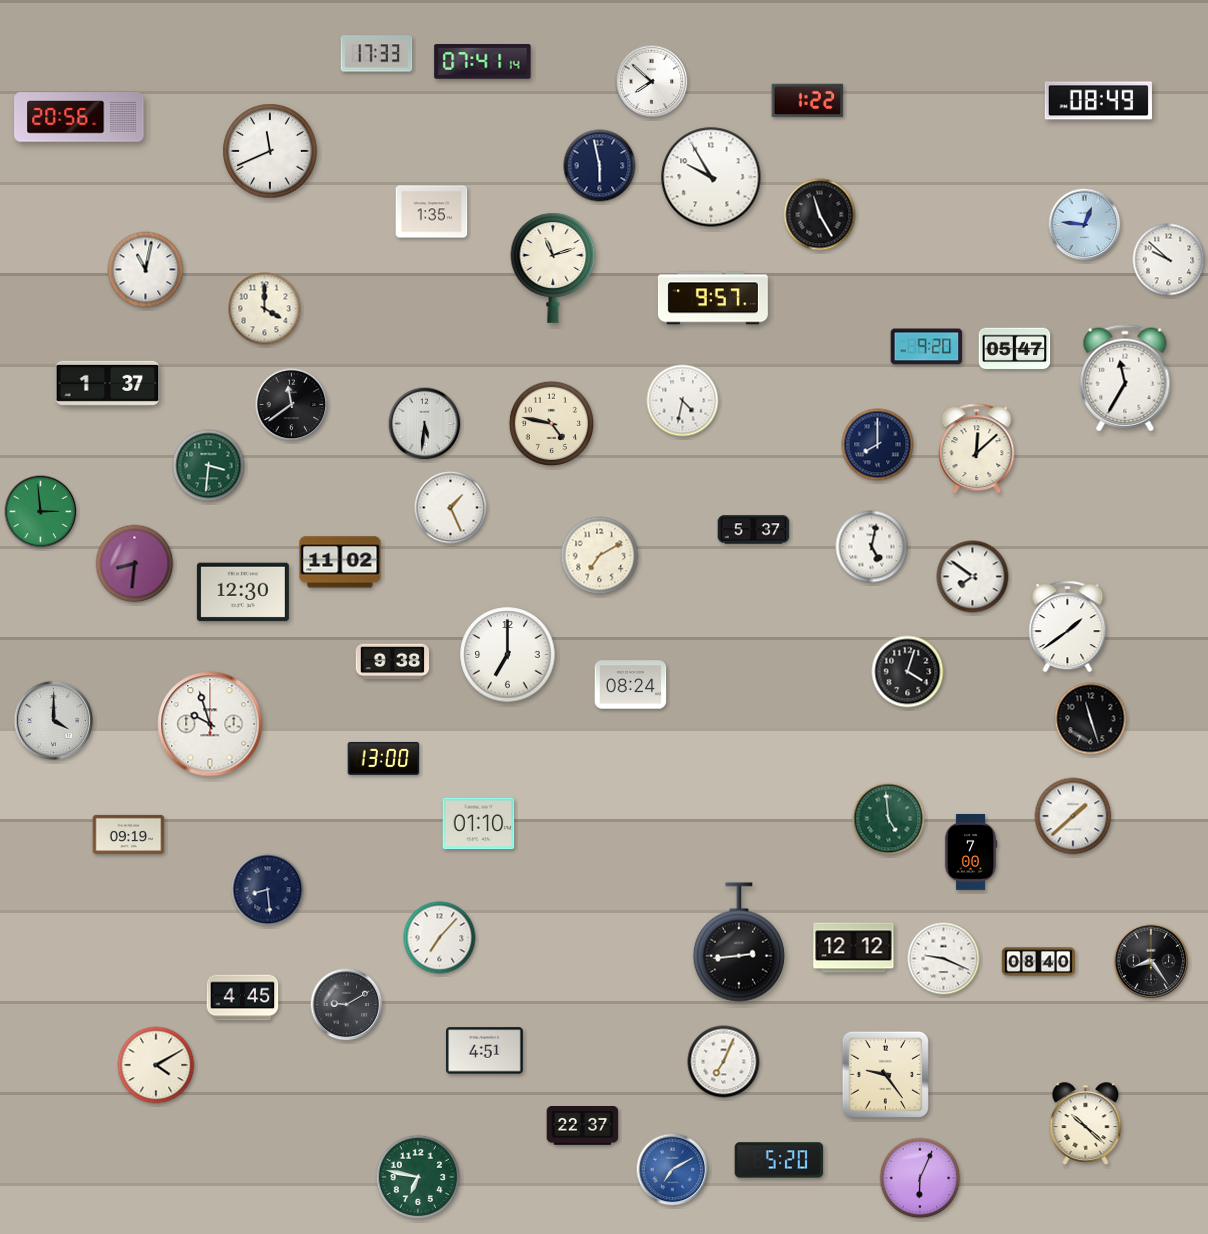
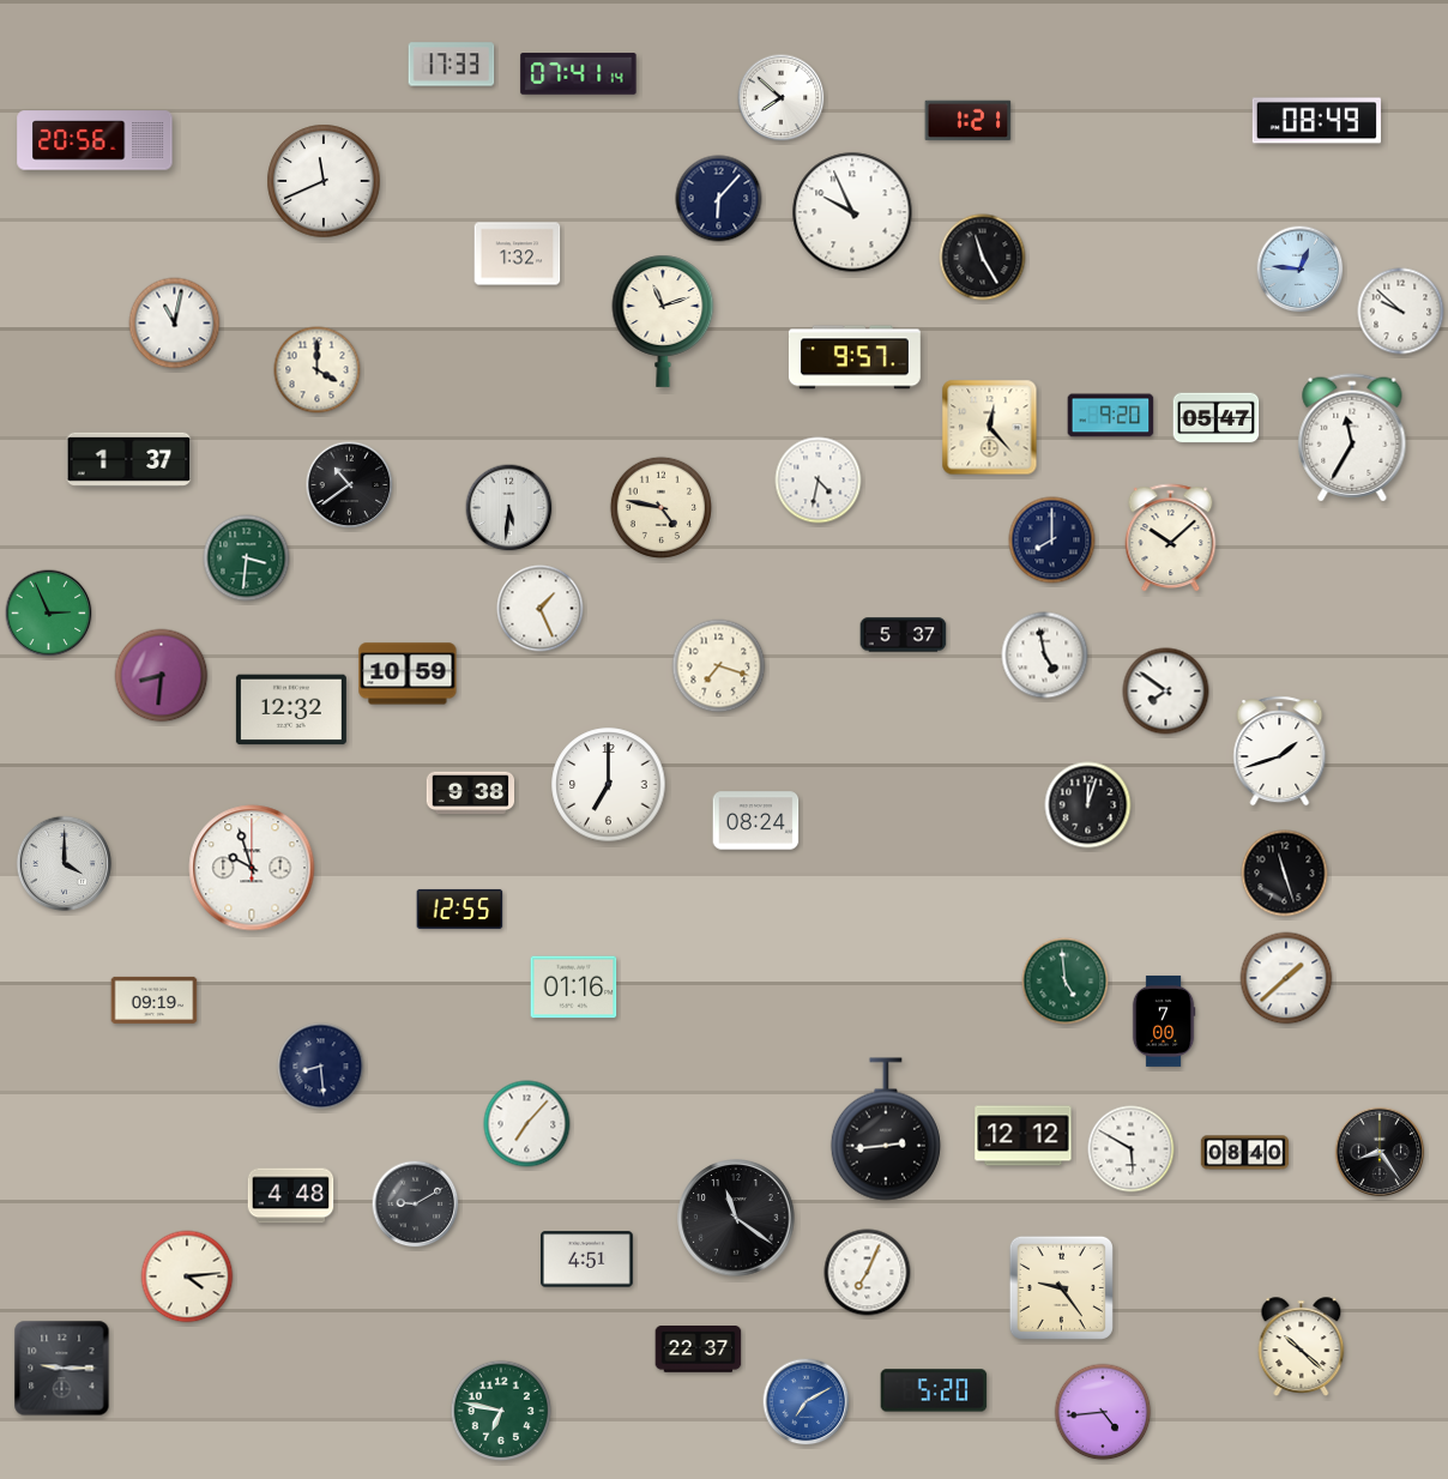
clock at (808, 101): 1:22 -> 1:21
clock at (600, 166): 5:58 -> 6:07
clock at (711, 177): 9:55 -> 9:56
clock at (432, 212): 1:35 -> 1:32
clock at (990, 428): none -> 12:23
clock at (1125, 378) position: (1125, 378) -> (1352, 437)
clock at (292, 405): 11:39 -> 10:39
clock at (878, 445) position: (878, 445) -> (1052, 541)
clock at (977, 449): 12:08 -> 10:08
clock at (209, 466) position: (209, 466) -> (247, 559)
clock at (41, 512): 2:59 -> 2:56
clock at (872, 547): 5:02 -> 4:58
clock at (600, 556): 7:10 -> 7:18
clock at (340, 562): 11:02 -> 10:59
clock at (243, 592): 12:30 -> 12:32
clock at (1068, 627): 1:39 -> 1:42
clock at (908, 672): 4:03 -> 12:03
clock at (1091, 719) position: (1091, 719) -> (1285, 874)
clock at (384, 758): 13:00 -> 12:55
clock at (479, 824): 01:10 -> 01:16
clock at (944, 959): 9:19 -> 5:50
clock at (243, 998): 4:45 -> 4:48
clock at (736, 1218): none -> 11:21
clock at (485, 1051) position: (485, 1051) -> (587, 1260)
clock at (156, 1065): 4:10 -> 4:14
clock at (62, 1369): none -> 9:15
clock at (920, 1178): 6:04 -> 4:44
